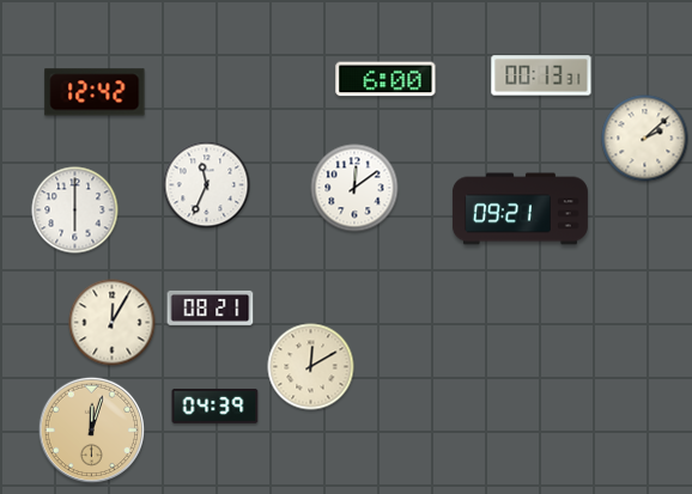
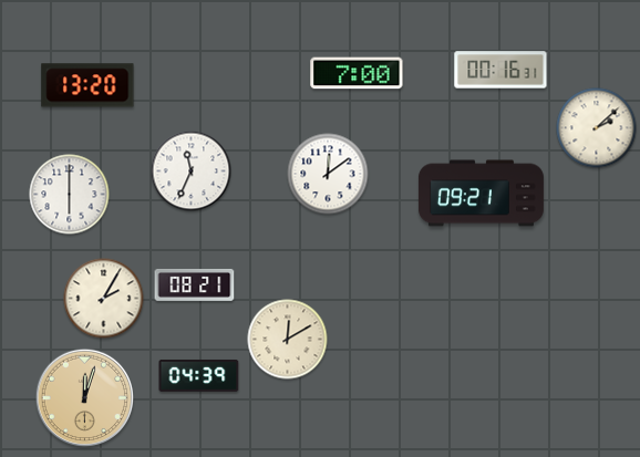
clock at (541, 75): 00:13 -> 00:16
clock at (386, 79): 6:00 -> 7:00
clock at (95, 92): 12:42 -> 13:20
clock at (113, 323): 12:05 -> 2:05
